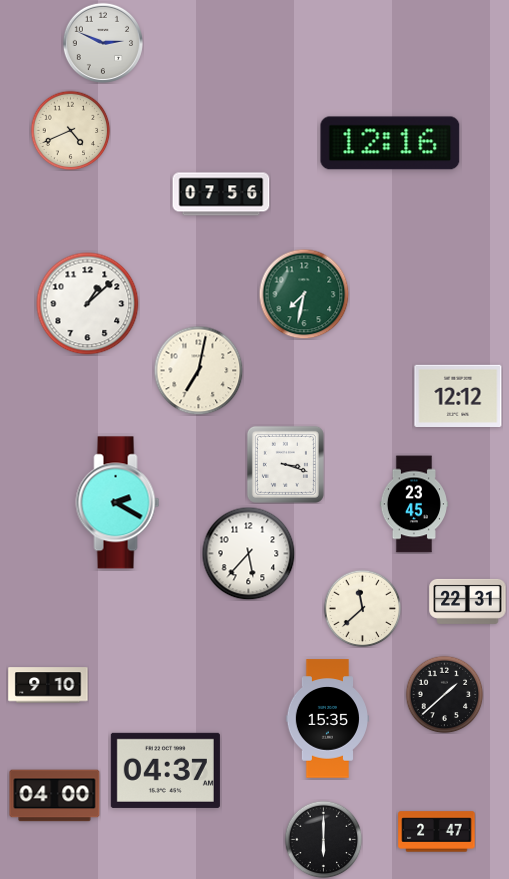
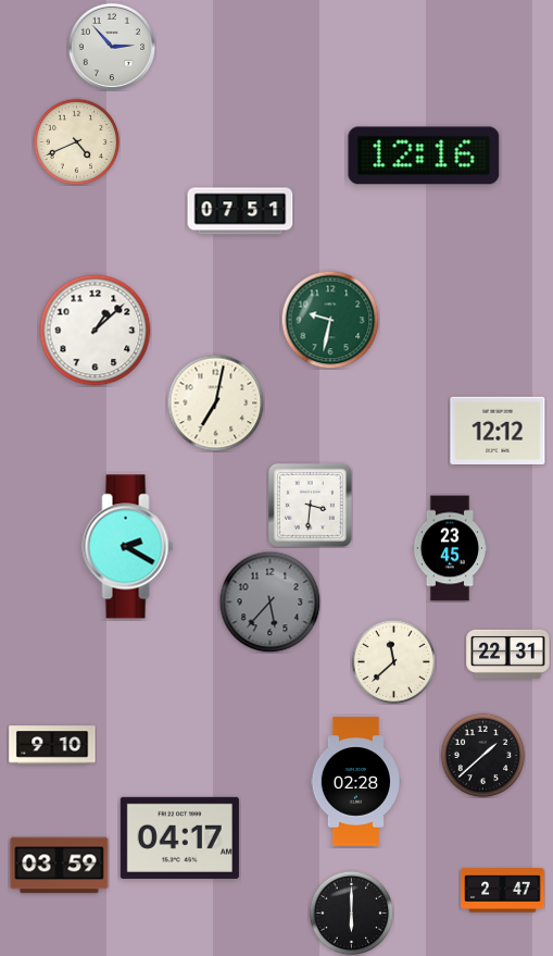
clock at (102, 42): 2:49 -> 2:53
clock at (221, 194): 07:56 -> 07:51
clock at (304, 294): 7:32 -> 9:32
clock at (285, 464): 3:18 -> 3:31
clock at (248, 553) dial: white -> grey
clock at (327, 719): 15:35 -> 02:28
clock at (165, 770): 04:37 -> 04:17
clock at (55, 796): 04:00 -> 03:59
clock at (437, 832) position: (437, 832) -> (503, 891)
